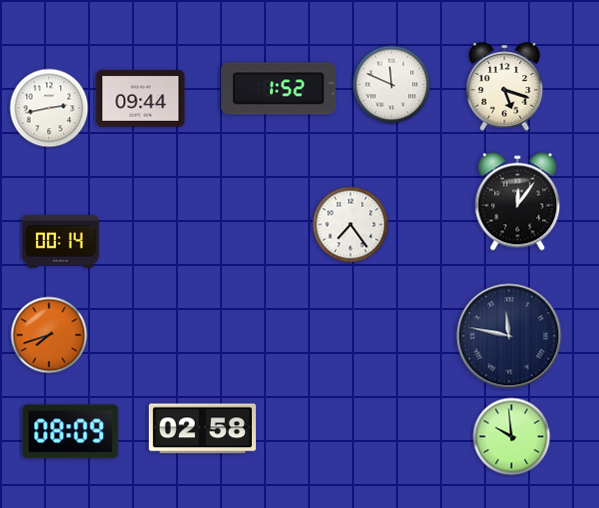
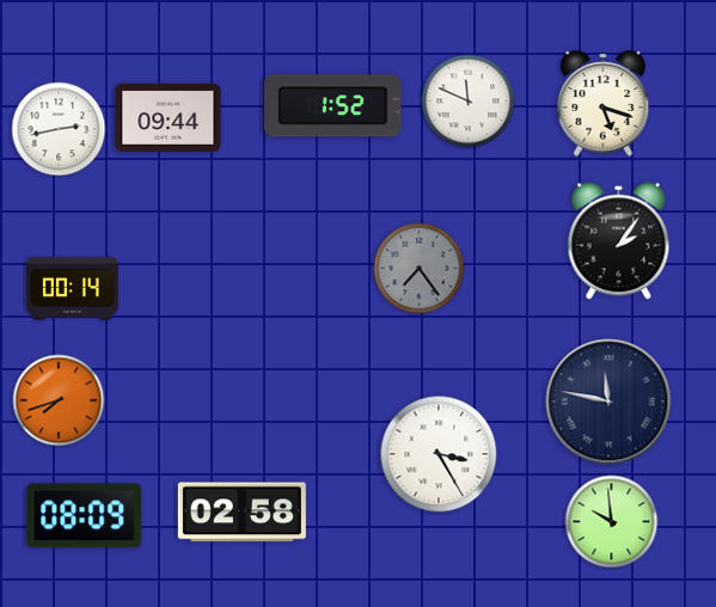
clock at (518, 202): 12:06 -> 2:06
clock at (351, 225) dial: white -> grey
clock at (439, 454): none -> 3:25
